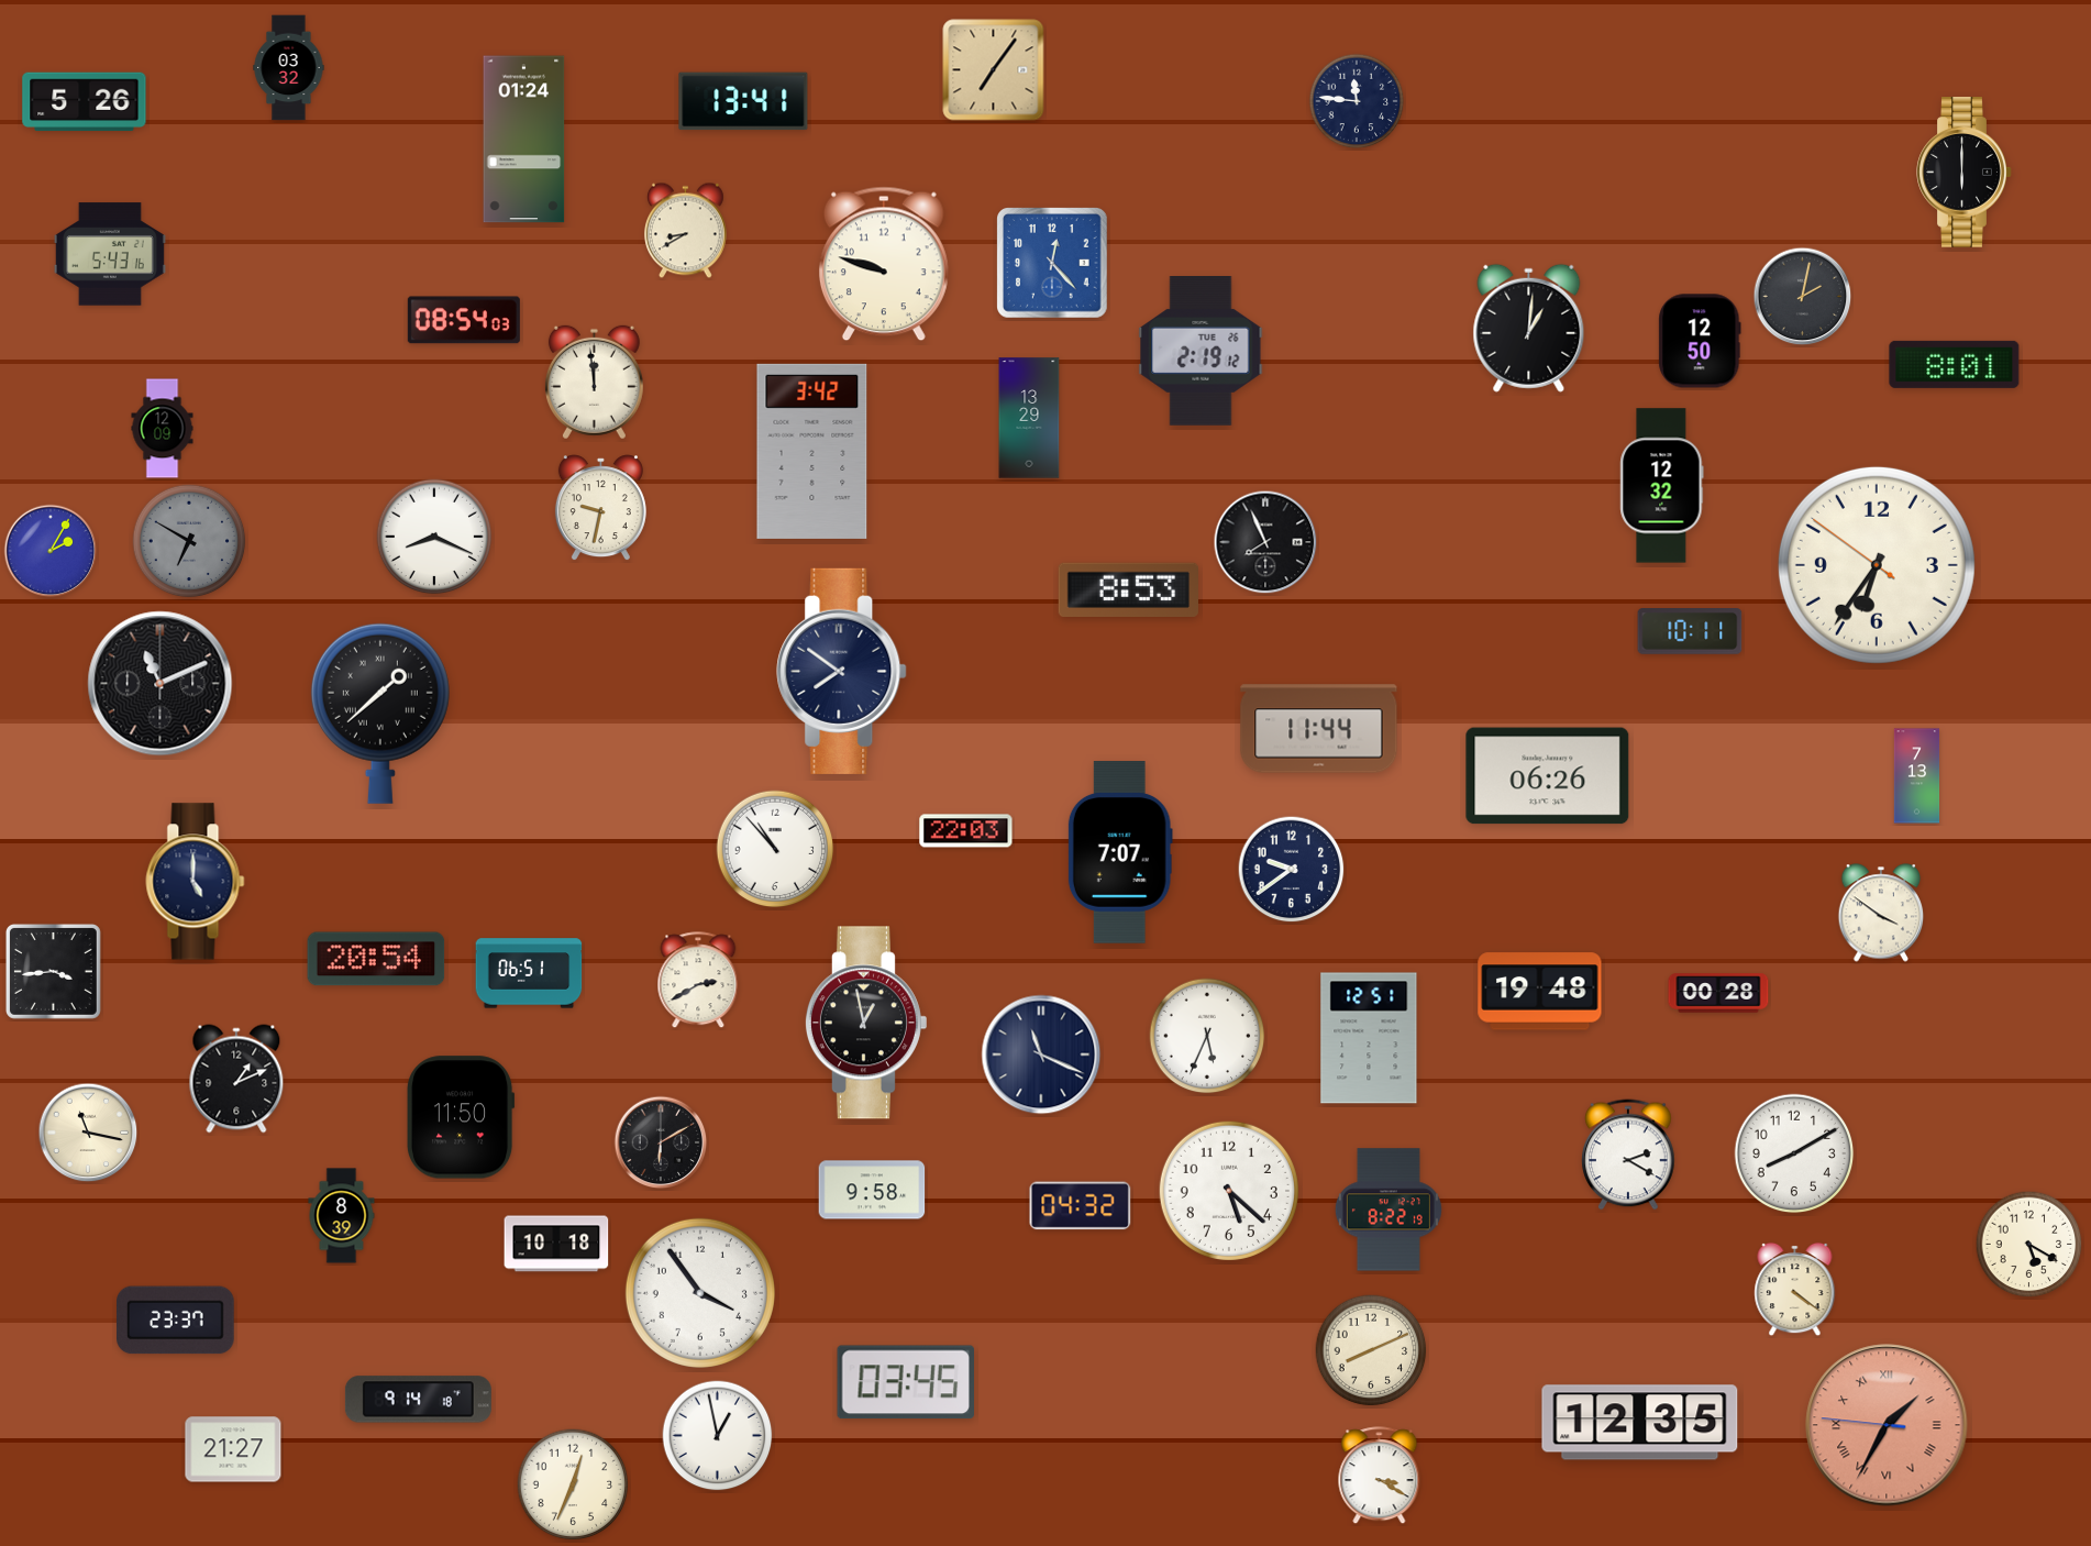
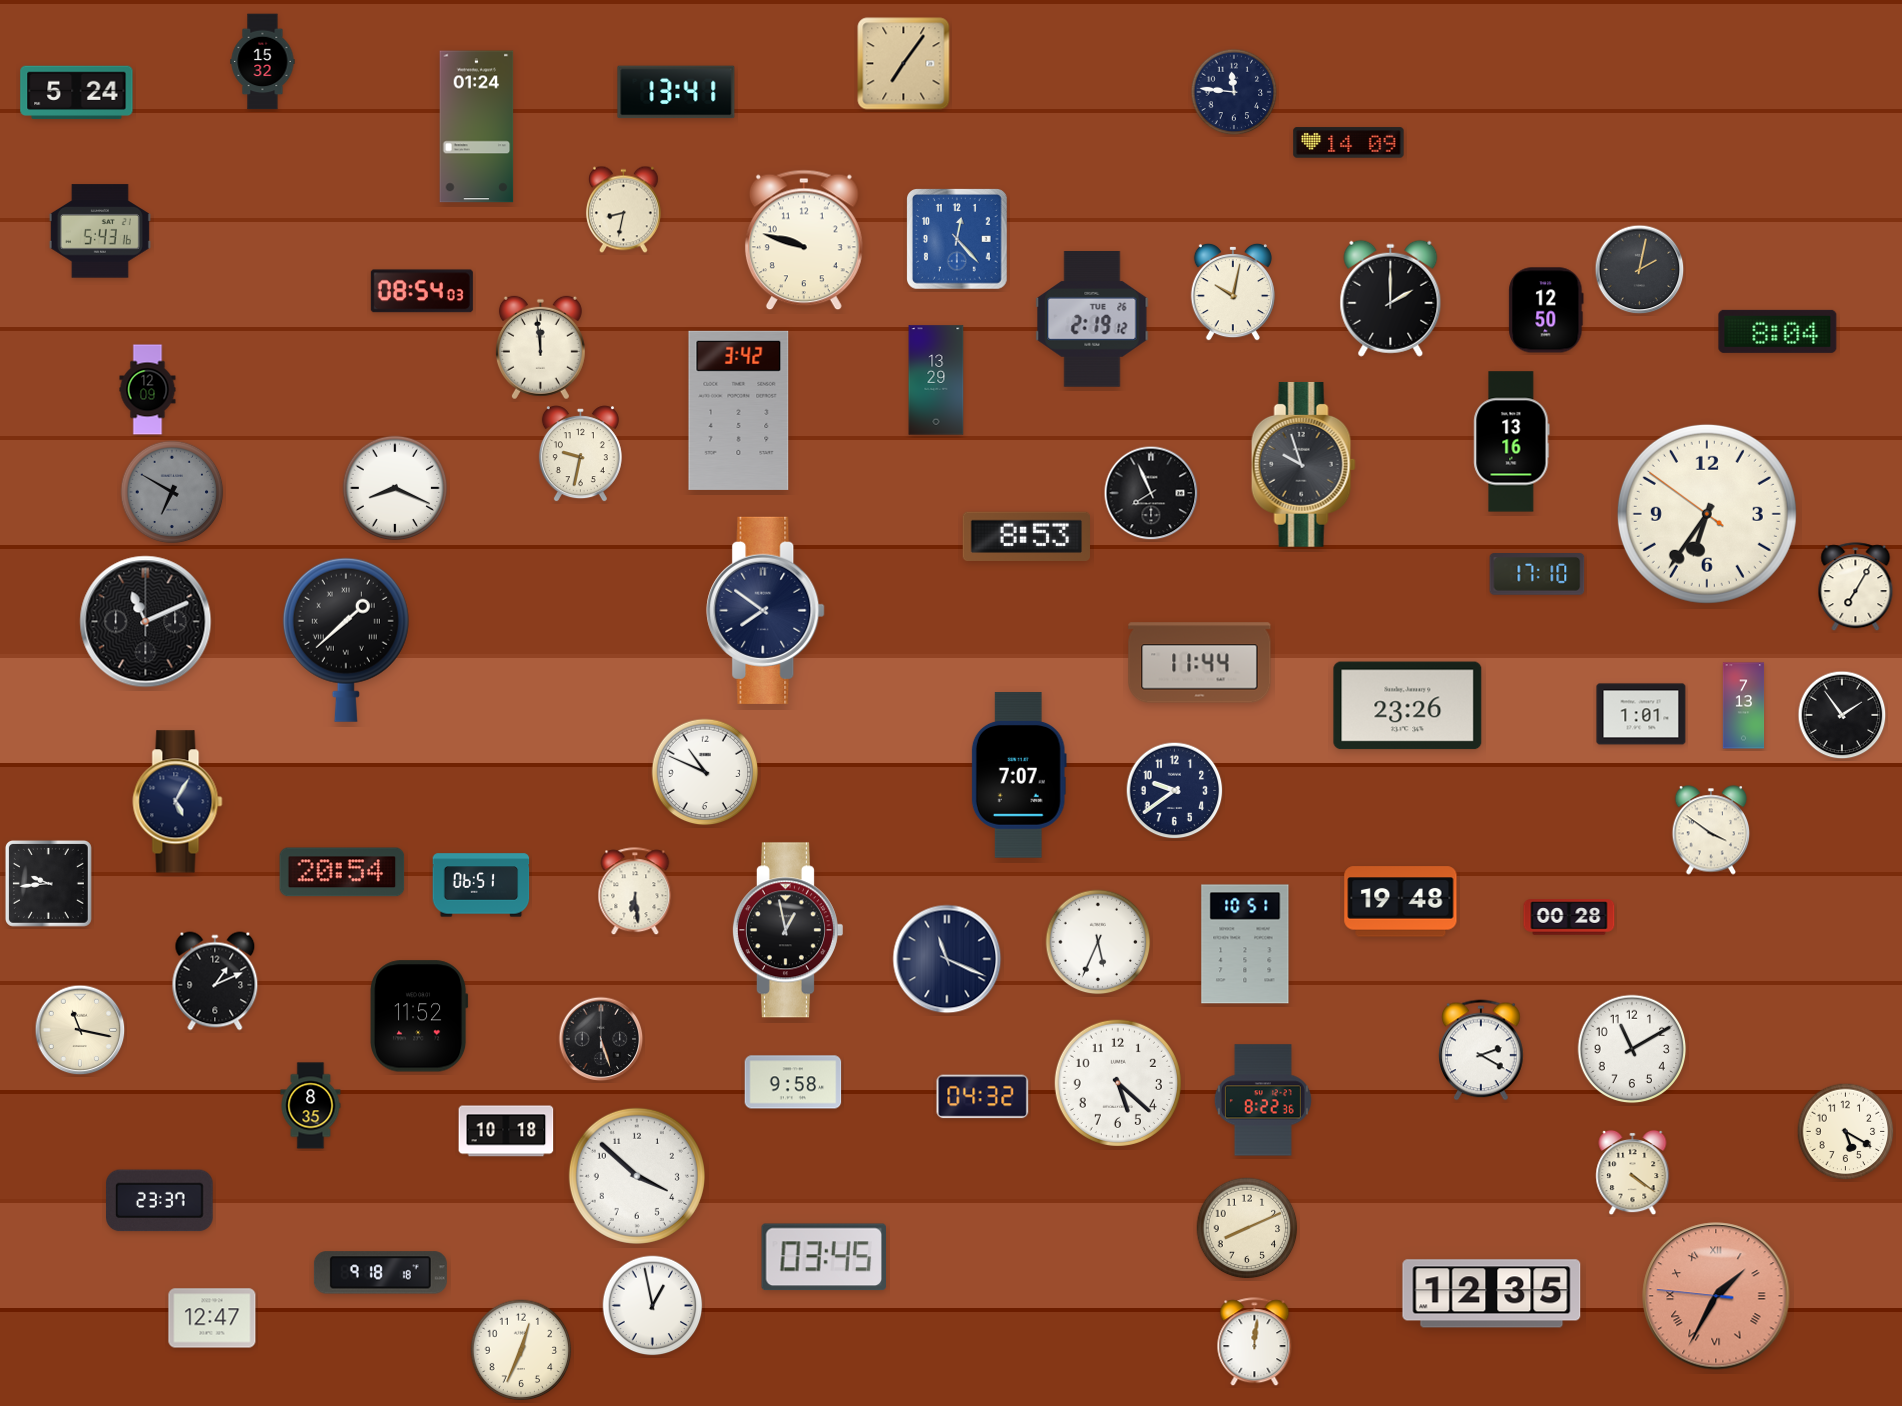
clock at (289, 68): 03:32 -> 15:32
clock at (85, 102): 5:26 -> 5:24
clock at (1349, 143): none -> 14:09
clock at (1965, 173): 6:00 -> none
clock at (685, 231): 8:40 -> 8:32
clock at (1233, 292): none -> 10:02
clock at (1529, 328): 1:01 -> 2:00
clock at (1955, 364): 8:01 -> 8:04
clock at (1662, 486): 12:32 -> 13:16
clock at (600, 508) position: (600, 508) -> (580, 454)
clock at (1303, 464): none -> 9:57
clock at (51, 551): 2:05 -> none
clock at (1690, 632): 10:11 -> 17:10
clock at (1856, 587): none -> 7:05
clock at (380, 714) position: (380, 714) -> (346, 640)
clock at (1548, 776): 06:26 -> 23:26
clock at (1641, 714): none -> 1:01
clock at (1842, 715): none -> 1:54
clock at (966, 831): 22:03 -> none
clock at (775, 849): 10:53 -> 10:49
clock at (196, 882): 5:00 -> 5:05
clock at (53, 971): 3:44 -> 9:44
clock at (698, 981): 2:40 -> 6:29
clock at (1718, 993) position: (1718, 993) -> (1569, 917)
clock at (1369, 1038): 12:51 -> 10:51
clock at (462, 1117): 11:50 -> 11:52
clock at (661, 1142): 6:10 -> 5:27
clock at (1794, 1153): 8:10 -> 11:10
clock at (1389, 1210): 8:22:19 -> 8:22:36
clock at (342, 1216): 8:39 -> 8:35
clock at (700, 1293): 3:54 -> 3:52
clock at (418, 1400): 9:14 -> 9:18
clock at (233, 1449): 21:27 -> 12:47
clock at (1380, 1476): 3:20 -> 12:01
